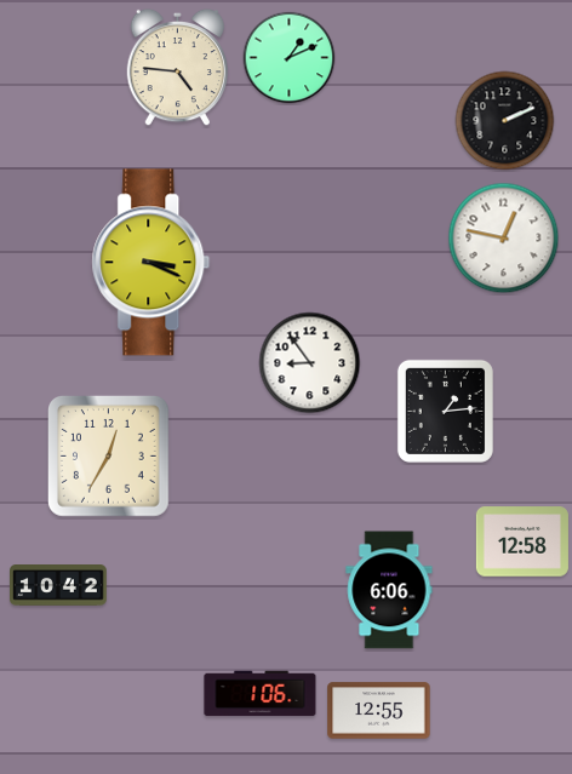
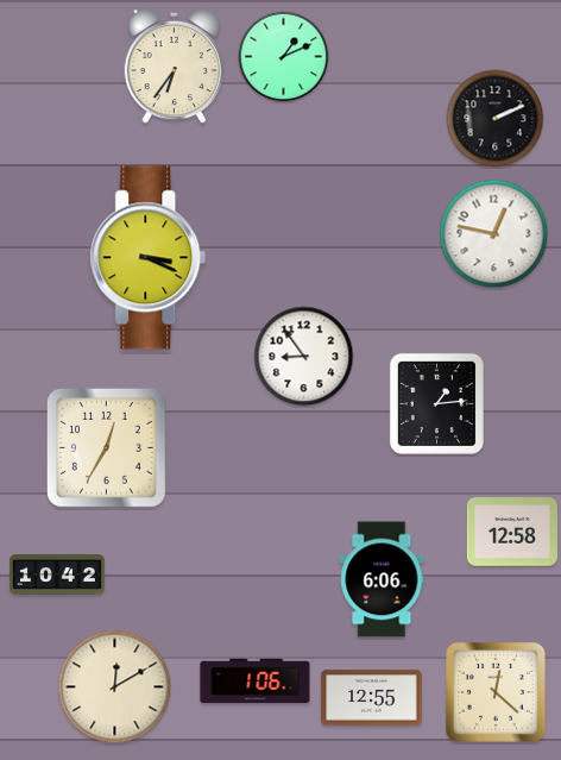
clock at (178, 68): 4:46 -> 6:36
clock at (115, 687): none -> 12:10
clock at (497, 693): none -> 12:22
